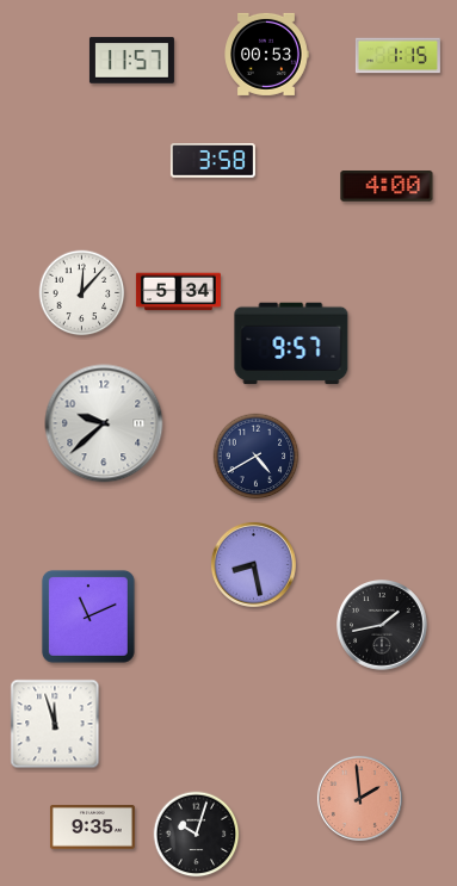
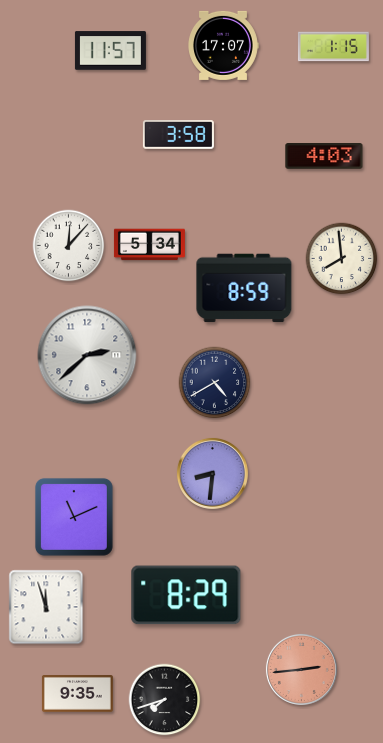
clock at (266, 54): 00:53 -> 17:07
clock at (387, 187): 4:00 -> 4:03
clock at (342, 259): none -> 7:59
clock at (291, 343): 9:57 -> 8:59
clock at (104, 423): 9:38 -> 2:38
clock at (253, 564): 8:28 -> 8:31
clock at (383, 626): 1:43 -> none
clock at (186, 595): none -> 8:29
clock at (359, 798): 1:59 -> 2:44
clock at (197, 835): 10:03 -> 7:42
